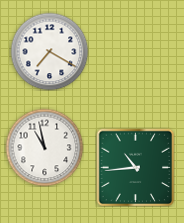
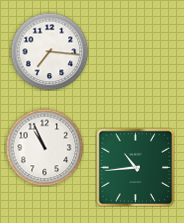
clock at (49, 51): 7:20 -> 7:16
clock at (44, 147): 10:58 -> 10:56
